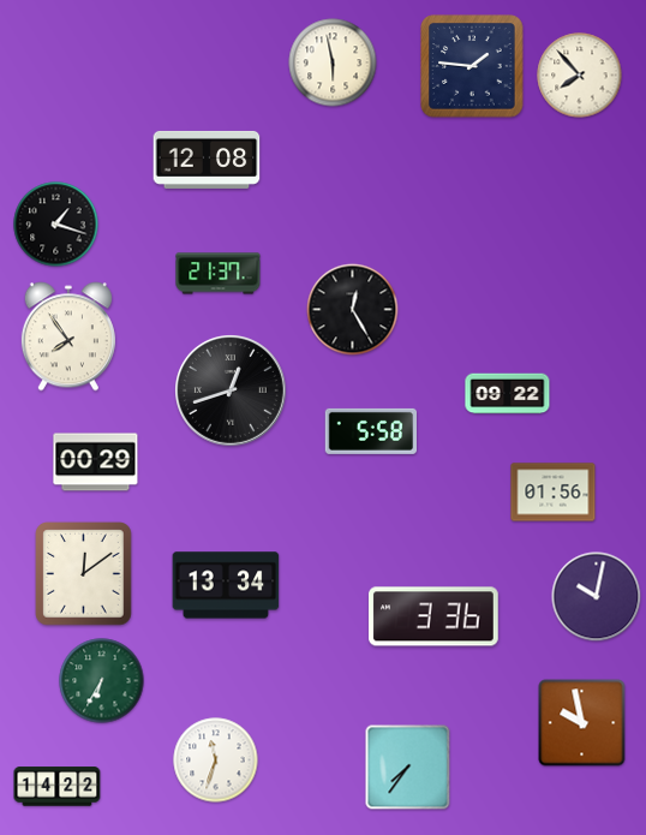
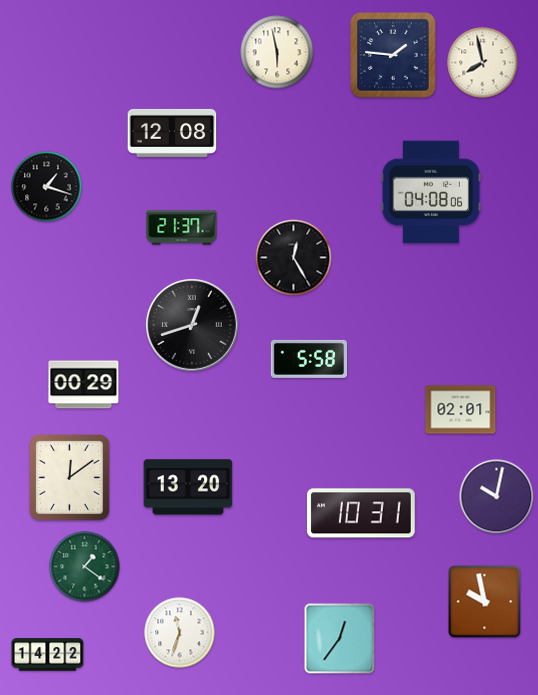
clock at (580, 76): 7:53 -> 7:58
clock at (431, 192): none -> 04:08
clock at (68, 336): 7:54 -> none
clock at (508, 394): 09:22 -> none
clock at (96, 463) position: (96, 463) -> (84, 385)
clock at (554, 493): 01:56 -> 02:01
clock at (226, 585): 13:34 -> 13:20
clock at (435, 616): 3:36 -> 10:31
clock at (102, 681): 6:35 -> 1:21
clock at (408, 768): 7:36 -> 12:36
